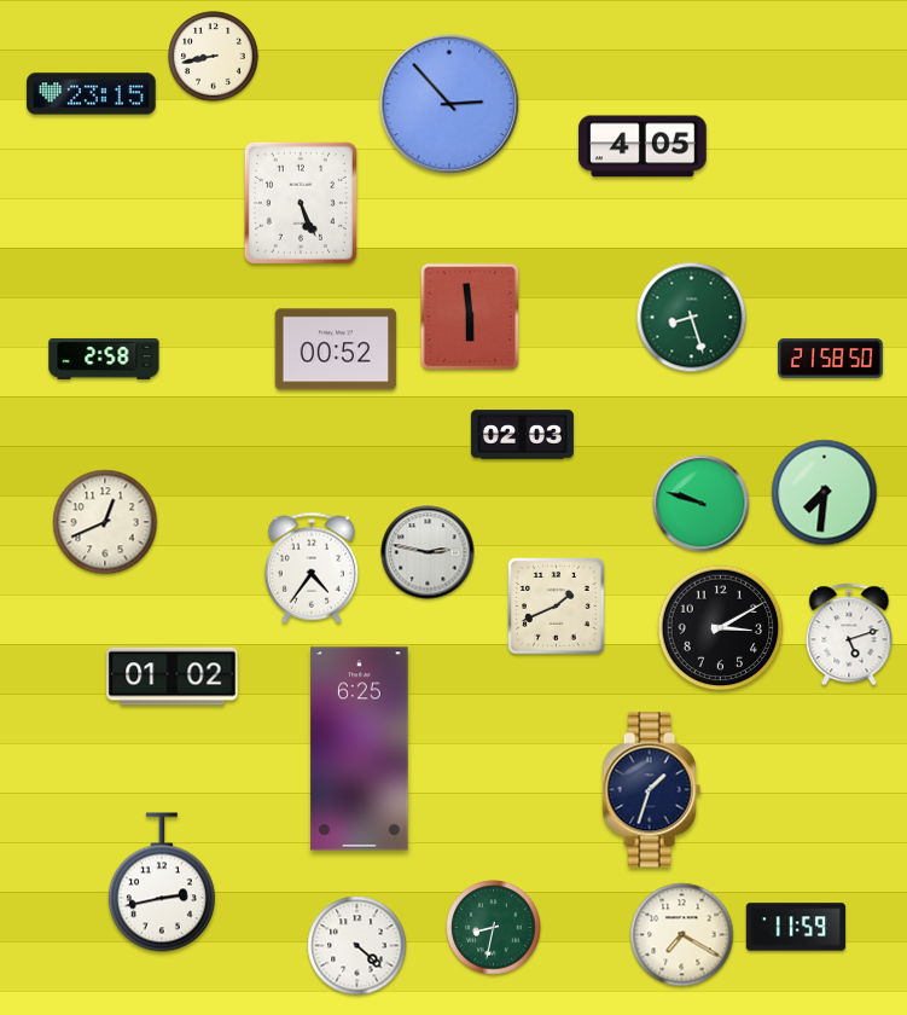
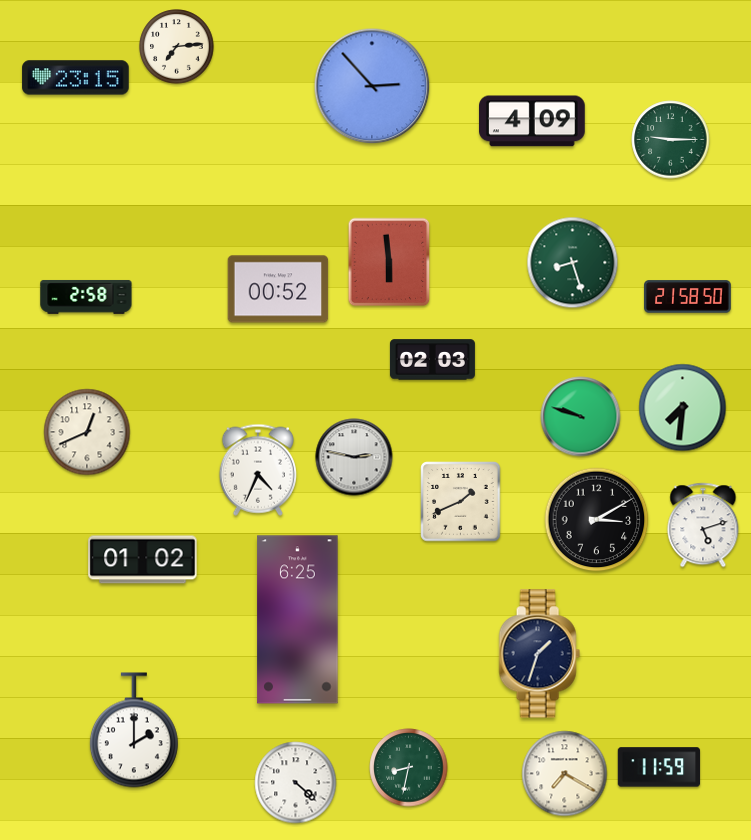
clock at (214, 57): 8:43 -> 7:14
clock at (644, 146): 4:05 -> 4:09
clock at (671, 140): none -> 9:15
clock at (301, 203): 5:26 -> none
clock at (312, 568): 4:36 -> 4:34
clock at (162, 882): 2:43 -> 2:00
